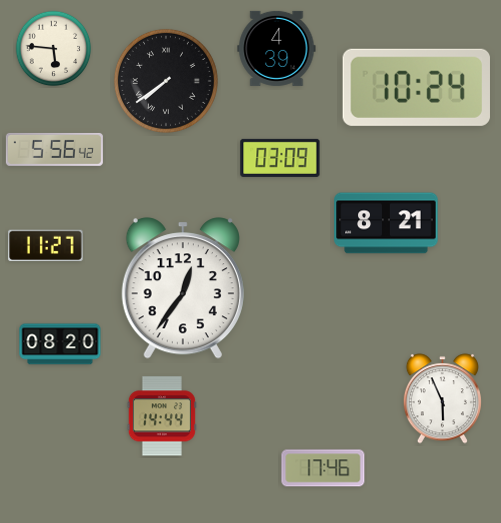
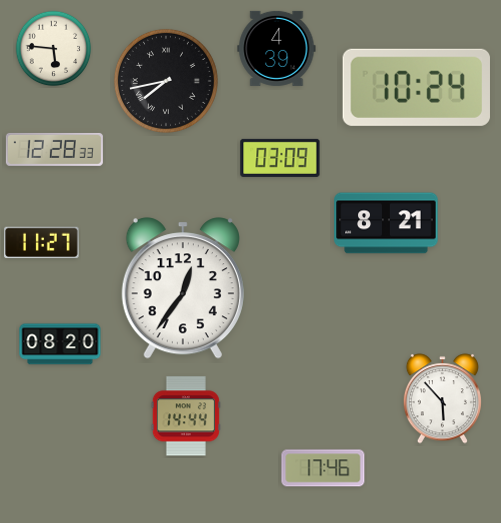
clock at (166, 81): 7:39 -> 7:43
clock at (54, 149): 5:56 -> 12:28
clock at (46, 246) position: (46, 246) -> (42, 243)
clock at (442, 399): 5:56 -> 5:53
clock at (162, 416) position: (162, 416) -> (186, 416)
